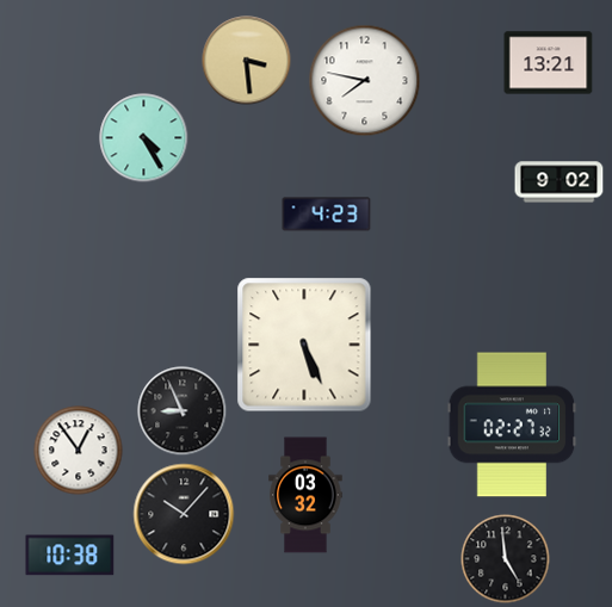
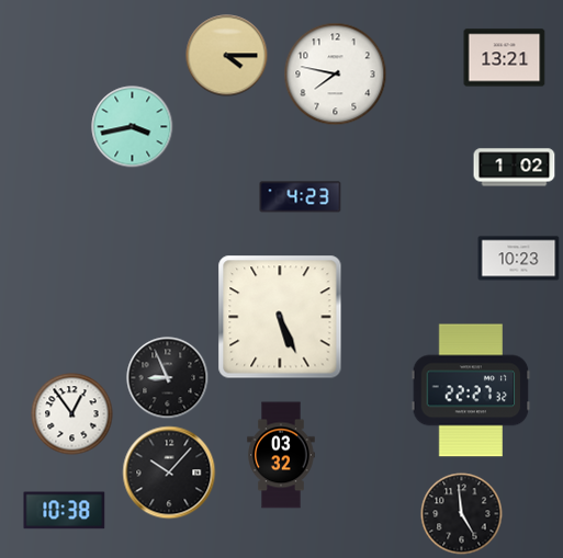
clock at (247, 61): 3:29 -> 4:15
clock at (144, 138): 4:25 -> 3:43
clock at (560, 182): 9:02 -> 1:02
clock at (519, 259): none -> 10:23
clock at (512, 425): 02:27 -> 22:27
clock at (506, 559) position: (506, 559) -> (462, 514)
